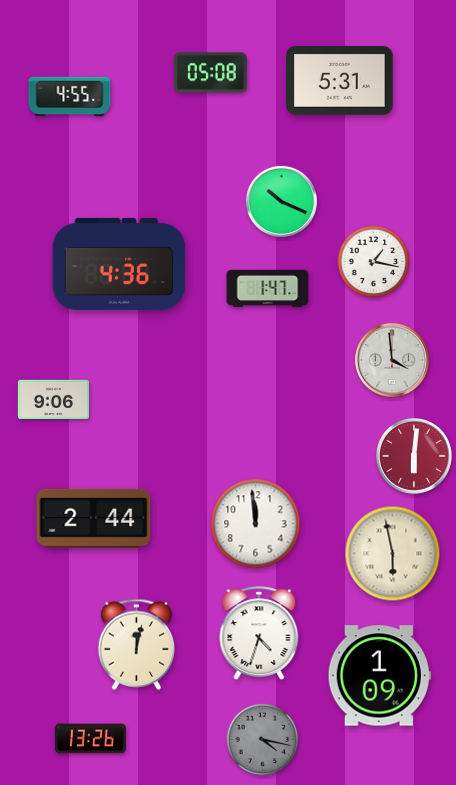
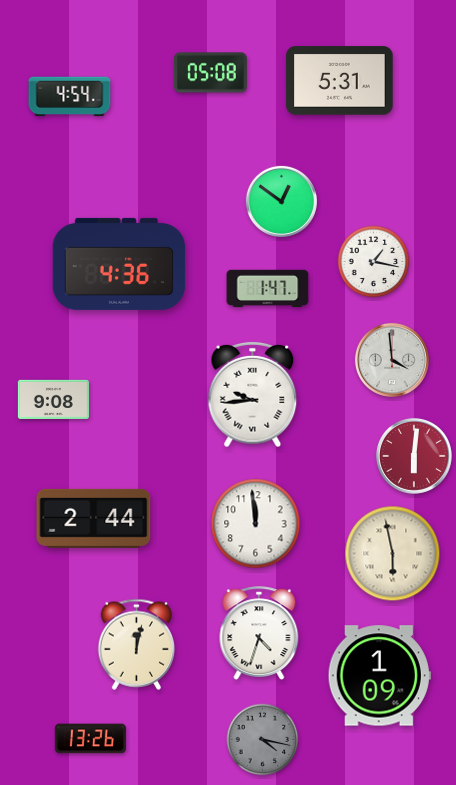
clock at (70, 97): 4:55 -> 4:54
clock at (281, 201): 10:19 -> 12:51
clock at (253, 395): none -> 9:44
clock at (53, 399): 9:06 -> 9:08
